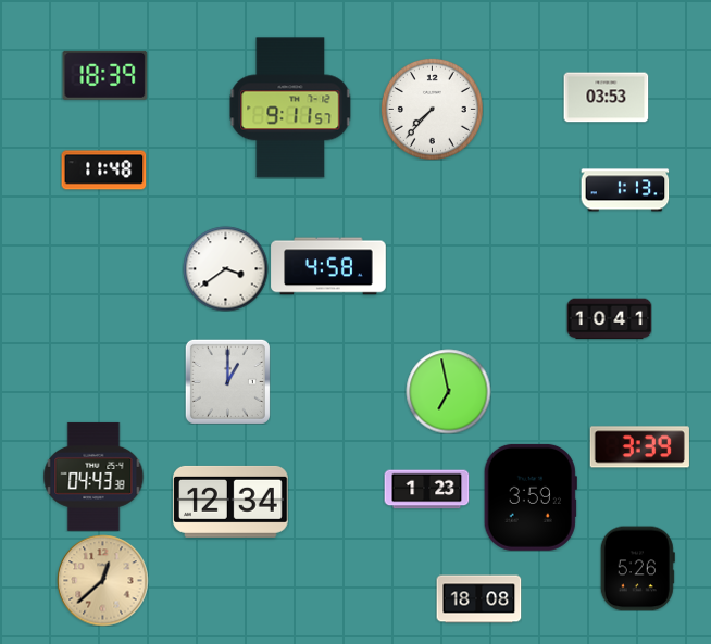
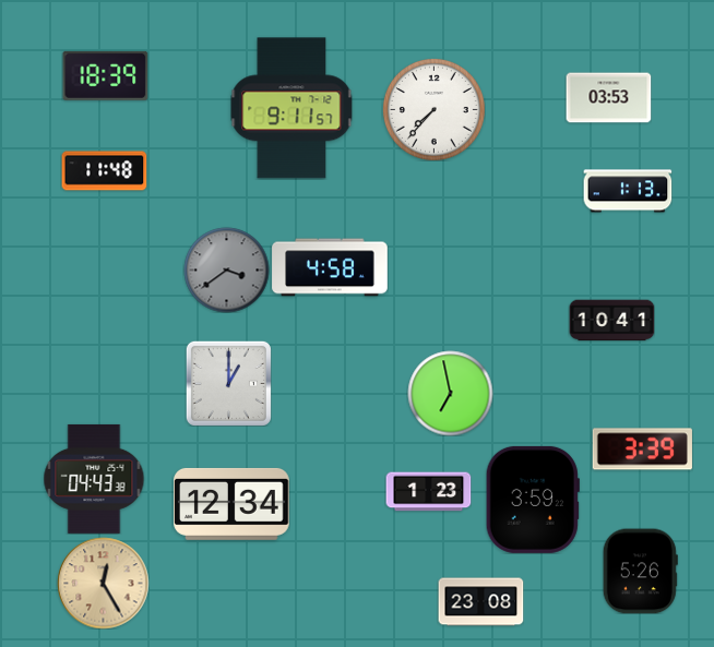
clock at (225, 268) dial: white -> grey
clock at (102, 580): 12:38 -> 12:25
clock at (478, 599): 18:08 -> 23:08
